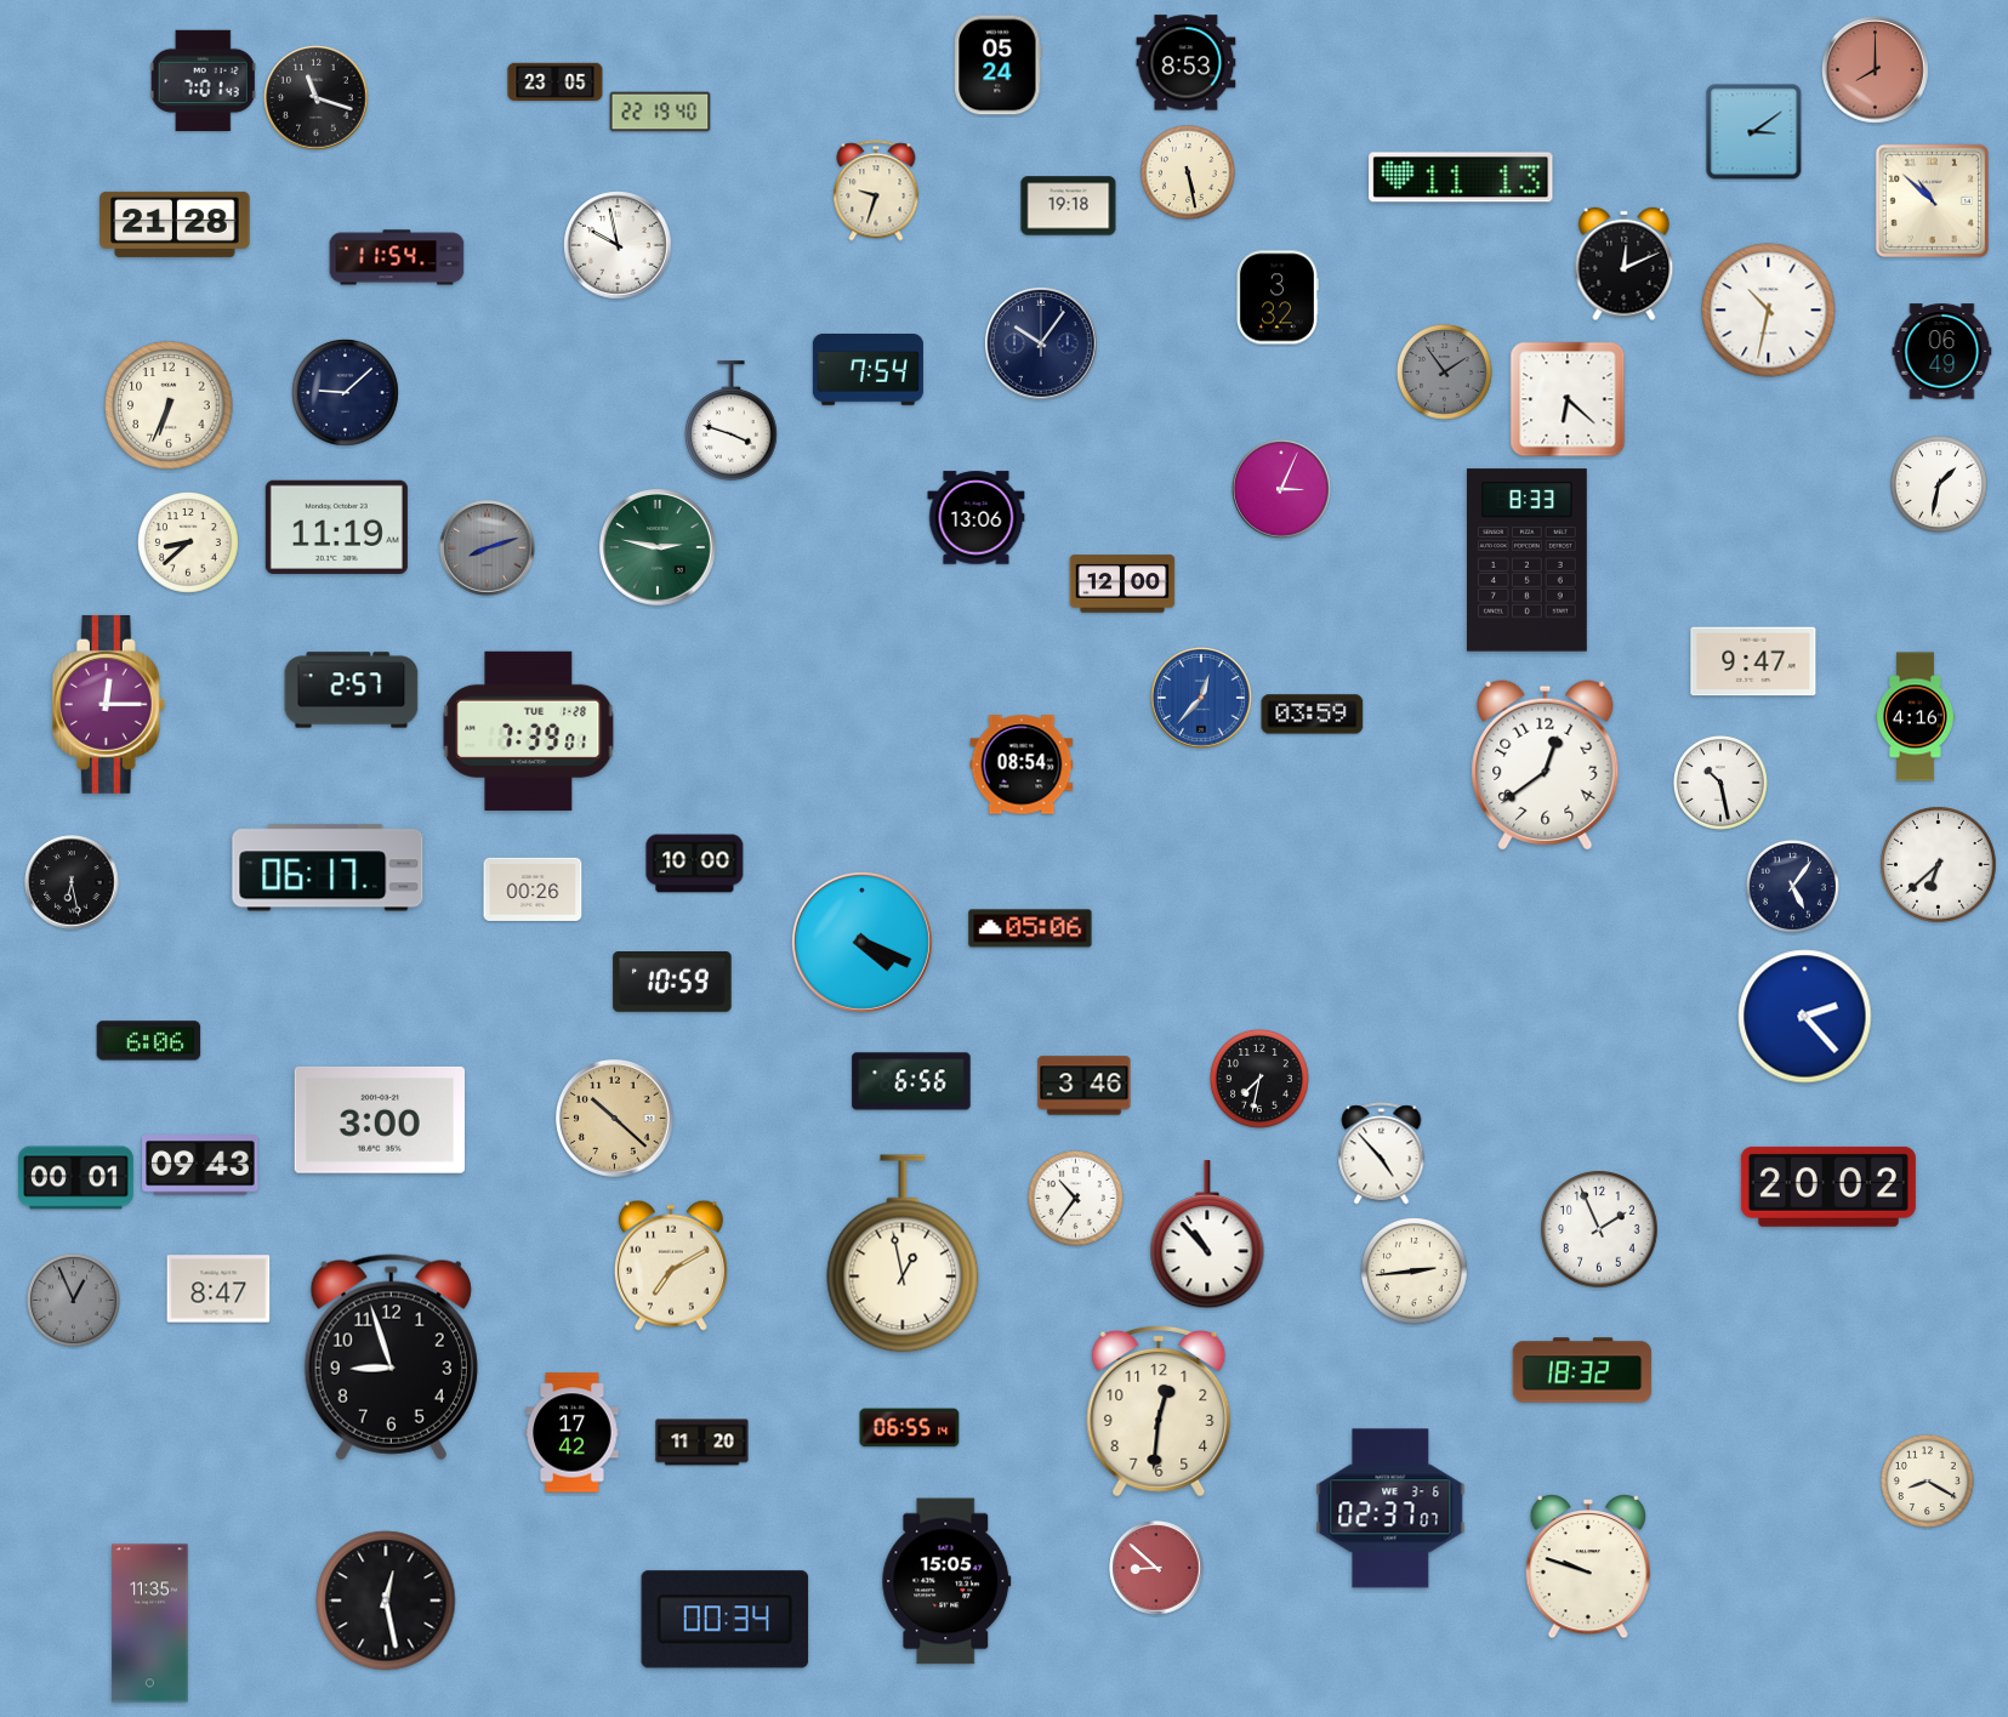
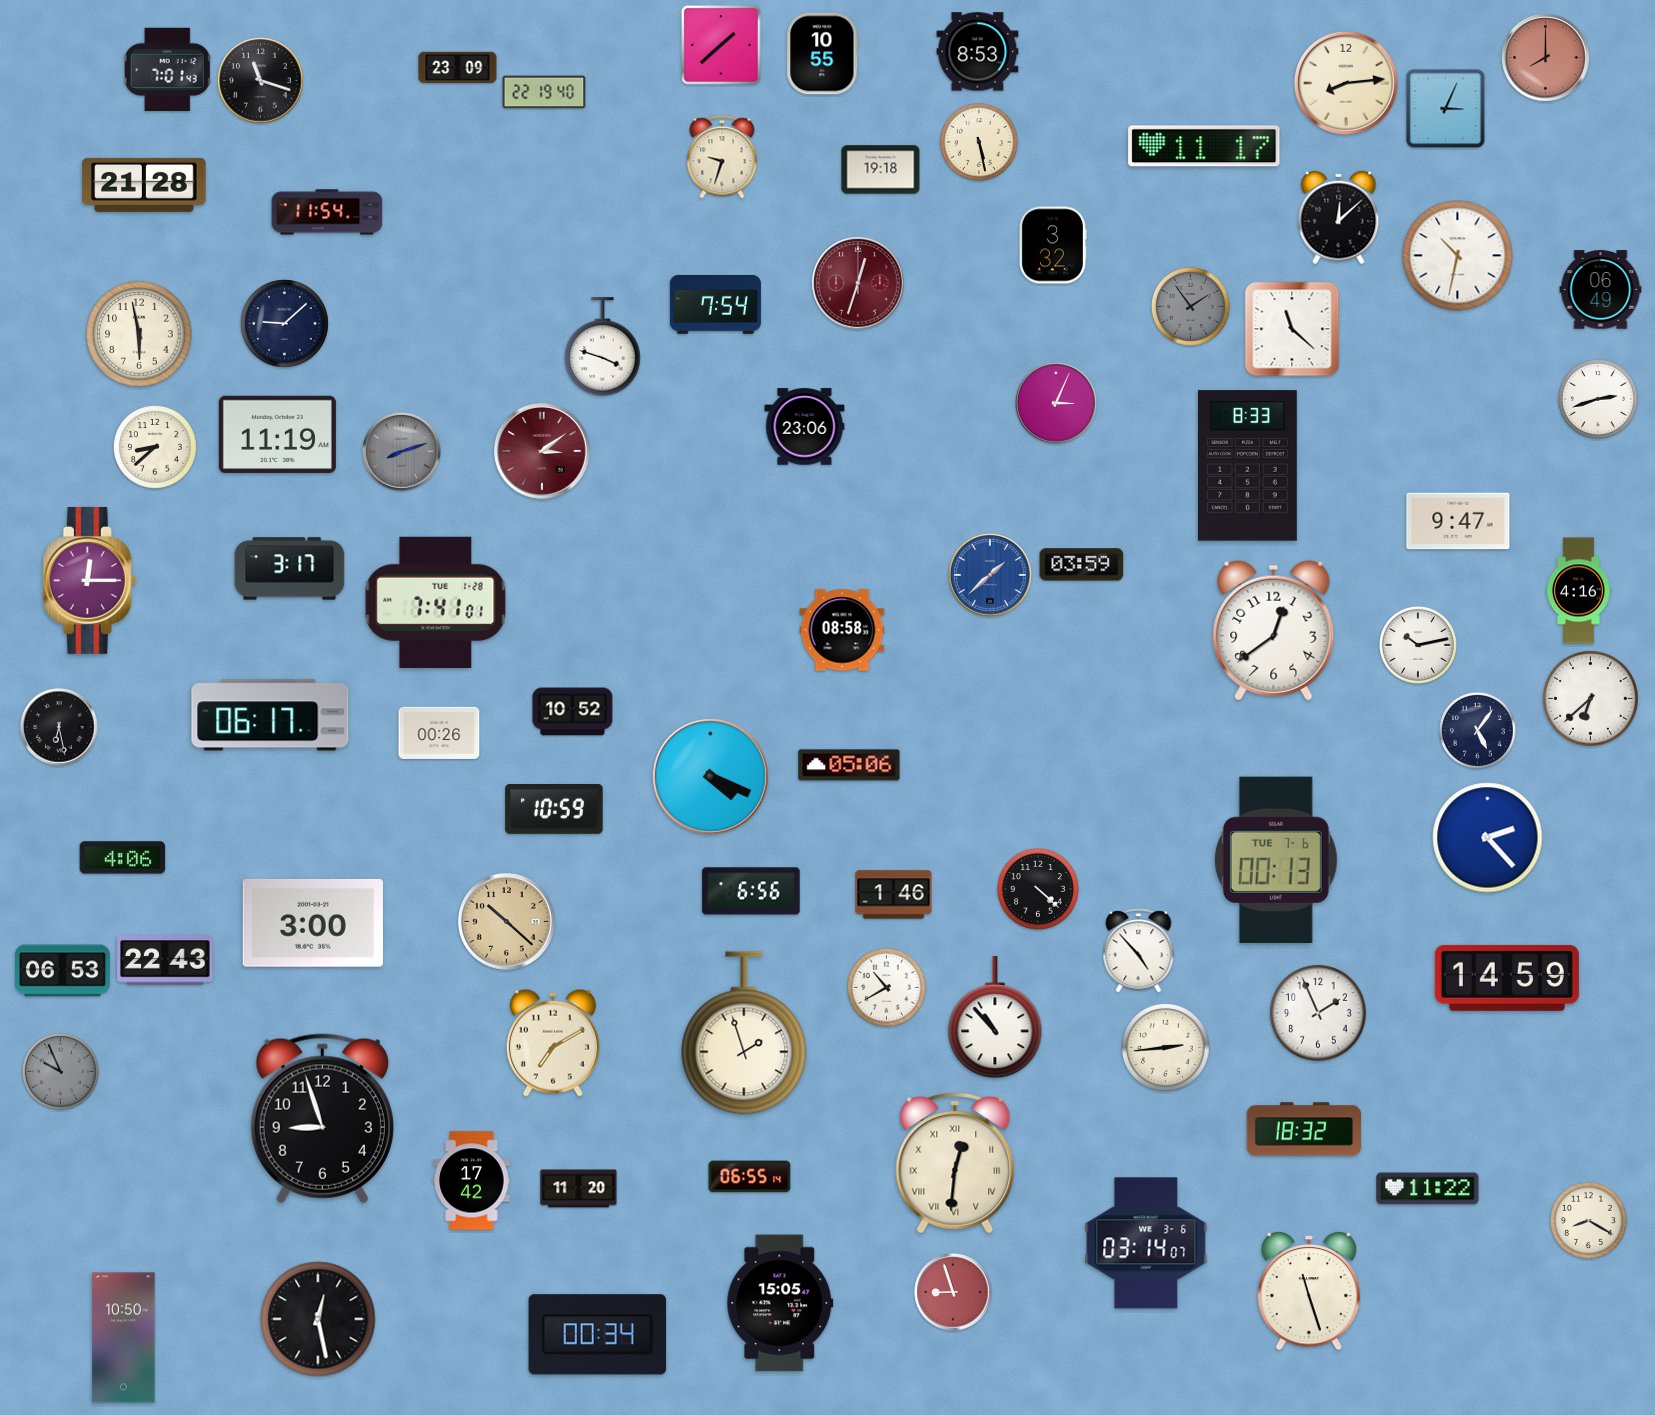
clock at (721, 45): none -> 1:38
clock at (999, 66): 05:24 -> 10:55
clock at (204, 80) position: (204, 80) -> (168, 69)
clock at (556, 83): 23:05 -> 23:09
clock at (1346, 83): none -> 8:14
clock at (1754, 132): 3:09 -> 3:04
clock at (1461, 177): 11:13 -> 11:17
clock at (1932, 200): 10:52 -> none
clock at (618, 245): 9:58 -> none
clock at (1625, 265): 12:11 -> 12:08
clock at (1042, 345): 10:06 -> 12:33
clock at (1042, 345) dial: navy -> burgundy
clock at (1568, 399): 6:22 -> 11:22
clock at (169, 405): 6:34 -> 5:58
clock at (1939, 484): 1:32 -> 2:42
clock at (977, 518): 13:06 -> 23:06
clock at (659, 548): 2:47 -> 3:09
clock at (659, 548) dial: green -> burgundy
clock at (1526, 561) position: (1526, 561) -> (1247, 466)
clock at (1122, 584): 12:00 -> none
clock at (1753, 661) position: (1753, 661) -> (1458, 521)
clock at (352, 690): 2:57 -> 3:17
clock at (1201, 698): 12:37 -> 1:38
clock at (1313, 715) position: (1313, 715) -> (1082, 565)
clock at (529, 730): 7:39 -> 7:41
clock at (1022, 764): 08:54 -> 08:58
clock at (1720, 783): 10:28 -> 10:13
clock at (695, 864): 10:00 -> 10:52
clock at (1939, 865) position: (1939, 865) -> (1591, 699)
clock at (149, 1041): 6:06 -> 4:06
clock at (1276, 860): none -> 00:13
clock at (1261, 1080): 7:32 -> 4:22
clock at (1085, 1086): 3:46 -> 1:46
clock at (200, 1165): 09:43 -> 22:43
clock at (76, 1178): 00:01 -> 06:53
clock at (1828, 1187): 20:02 -> 14:59
clock at (1075, 1198): 10:36 -> 10:40
clock at (903, 1253): 12:58 -> 1:57
clock at (218, 1289): 8:47 -> none
clock at (73, 1300): 12:56 -> 9:56
clock at (1159, 1411) numerals: Arabic -> Roman
clock at (1428, 1189): none -> 11:22
clock at (1390, 1508): 02:37 -> 03:14
clock at (1156, 1568): 8:52 -> 8:57
clock at (1588, 1568): 9:48 -> 11:27
clock at (150, 1624): 11:35 -> 10:50
